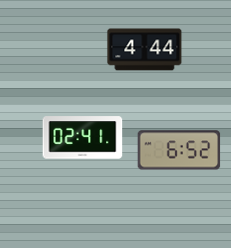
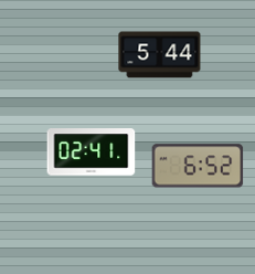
clock at (145, 50): 4:44 -> 5:44
